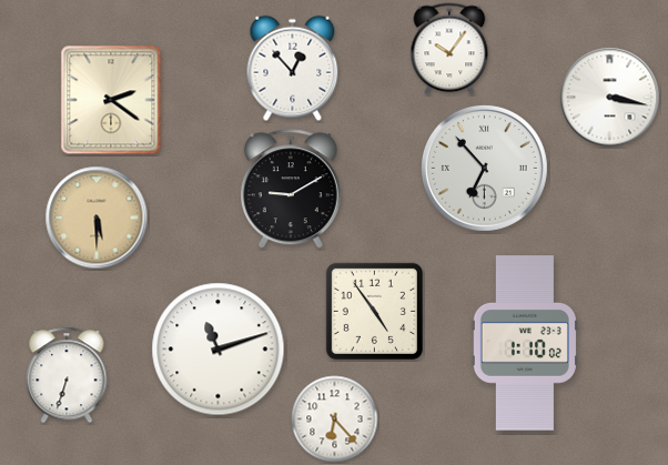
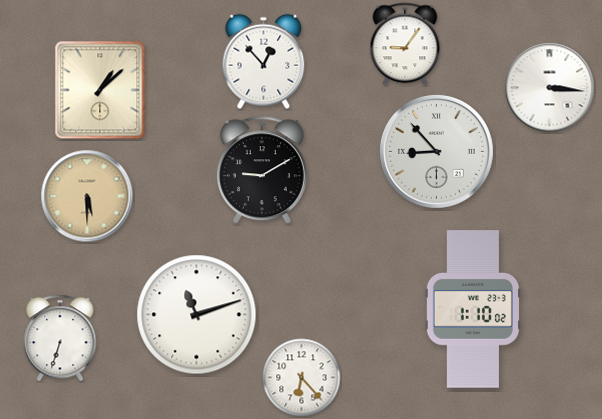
clock at (449, 49): 10:06 -> 9:06
clock at (610, 98): 3:17 -> 3:16
clock at (111, 100): 2:21 -> 1:08
clock at (484, 168): 6:53 -> 8:53
clock at (374, 311): 4:54 -> none
